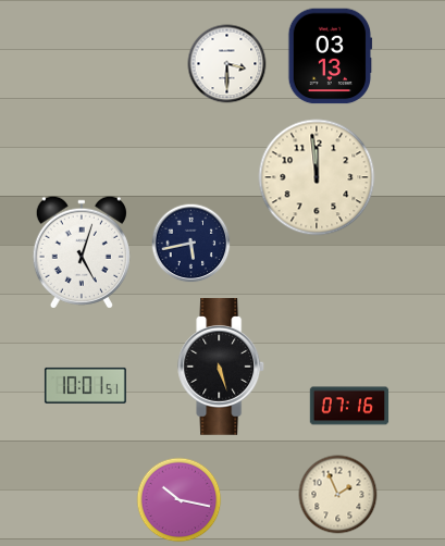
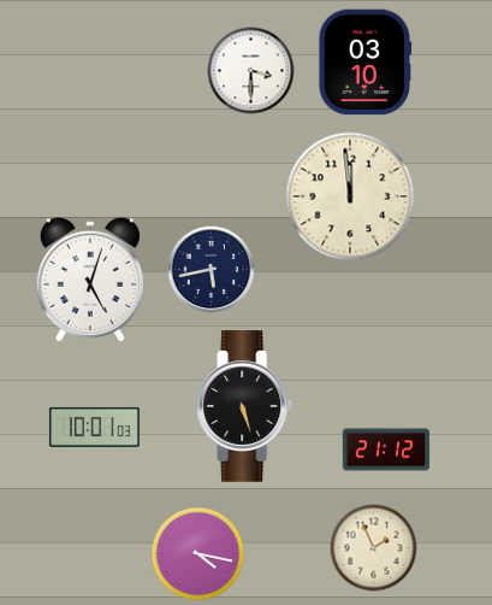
clock at (331, 57): 03:13 -> 03:10
clock at (85, 385): 10:01:51 -> 10:01:03
clock at (349, 406): 07:16 -> 21:12
clock at (180, 500): 10:17 -> 4:17
